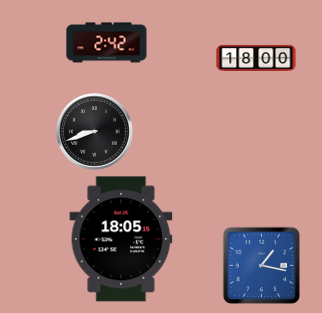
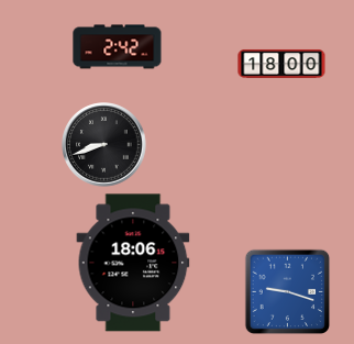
clock at (121, 239): 18:05 -> 18:06
clock at (261, 265): 1:17 -> 9:18
